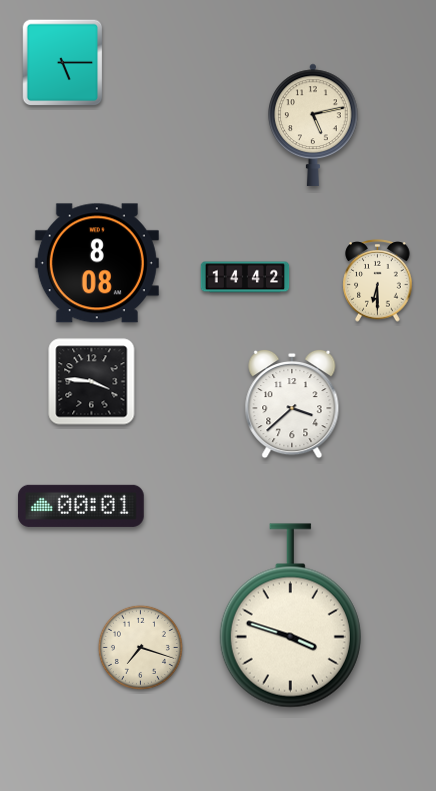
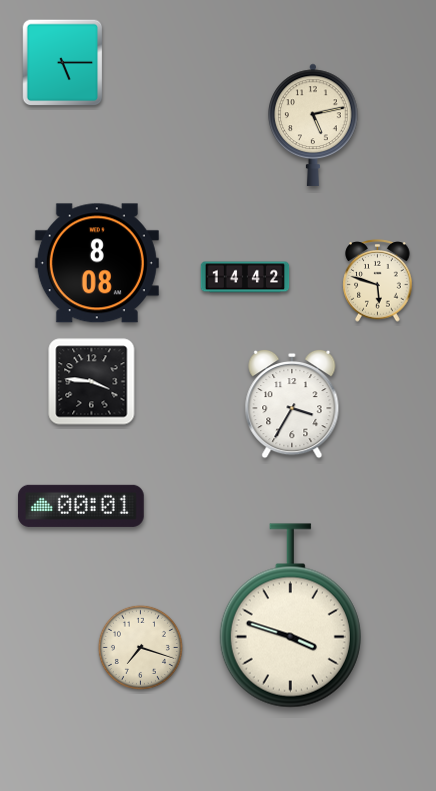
clock at (378, 281): 6:30 -> 5:48
clock at (292, 404): 3:38 -> 3:35
